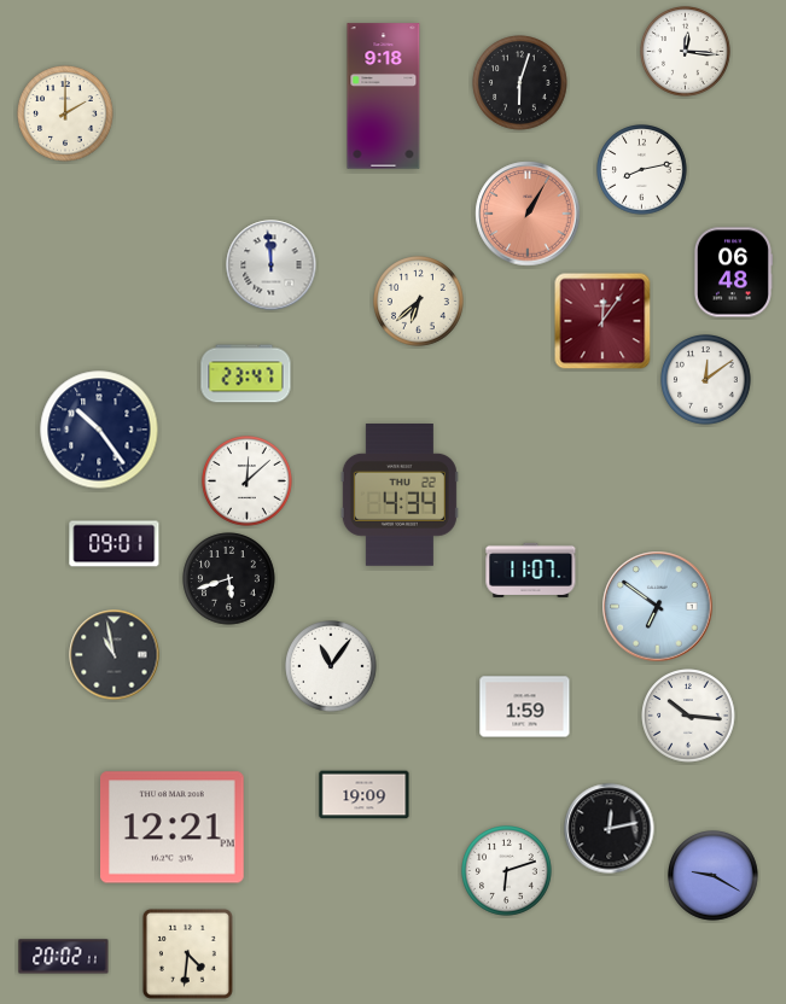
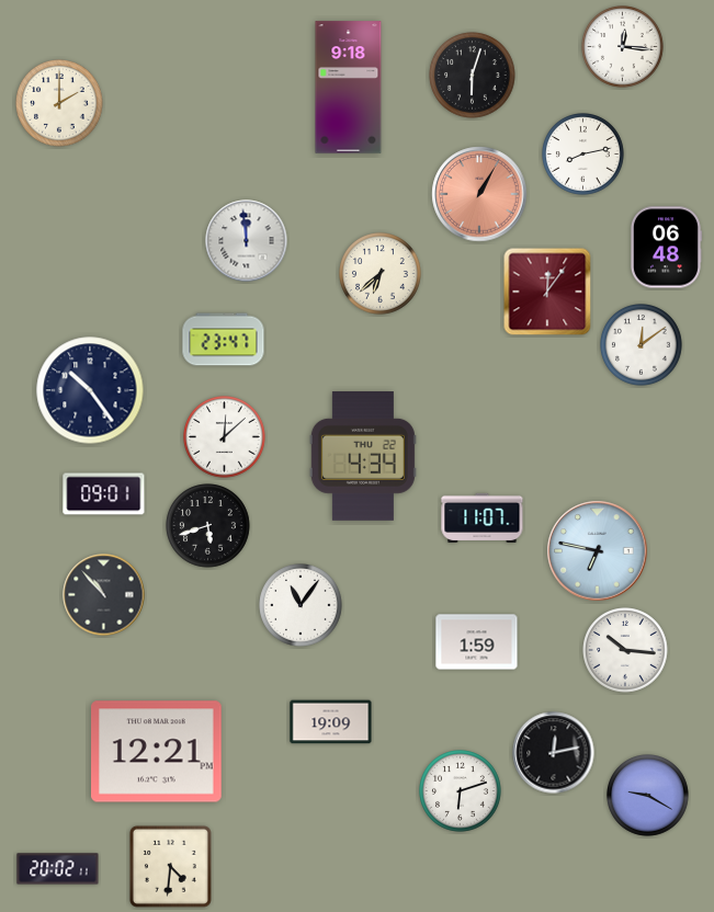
clock at (400, 496) position: (400, 496) -> (363, 457)
clock at (658, 607): 6:51 -> 6:47
clock at (115, 655): 10:58 -> 10:53
